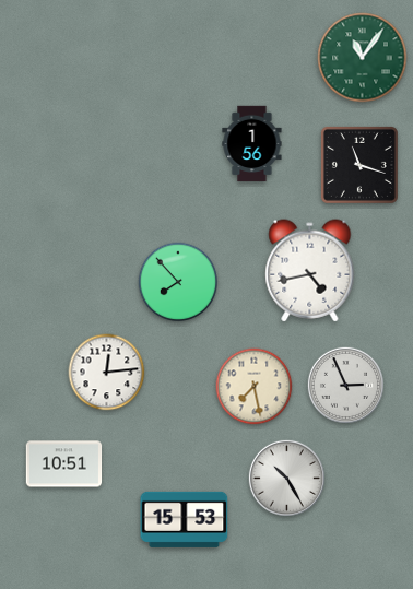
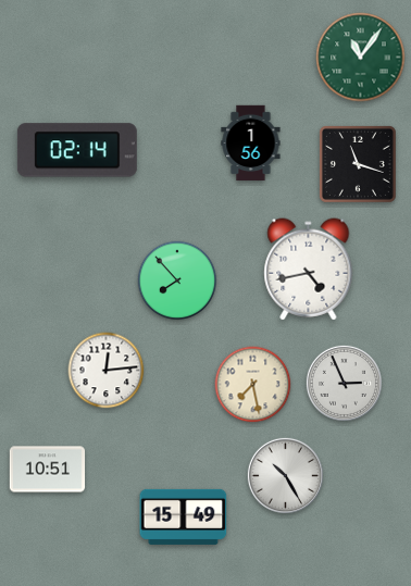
clock at (77, 150): none -> 02:14
clock at (64, 464) position: (64, 464) -> (48, 470)
clock at (185, 519): 15:53 -> 15:49
